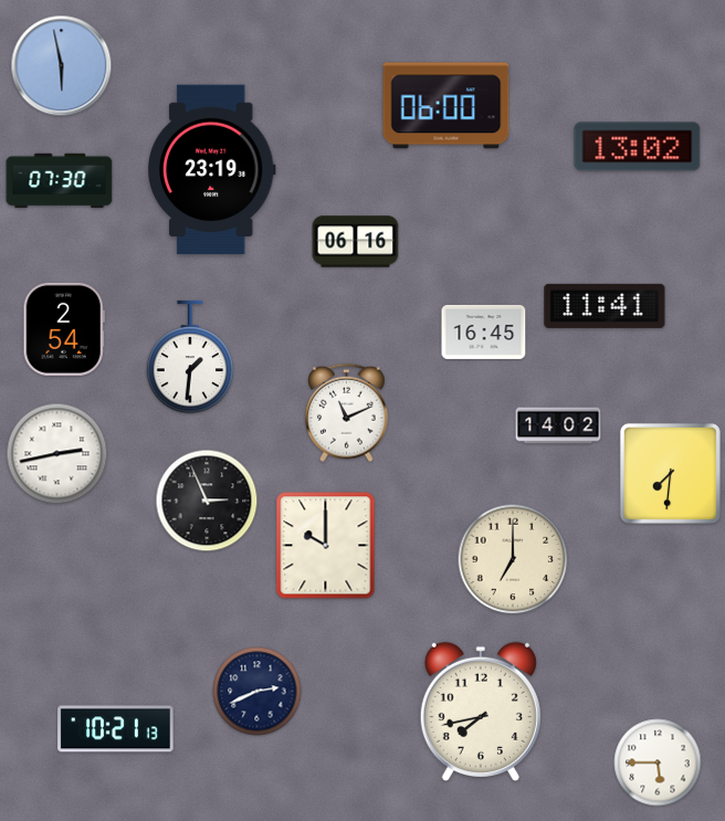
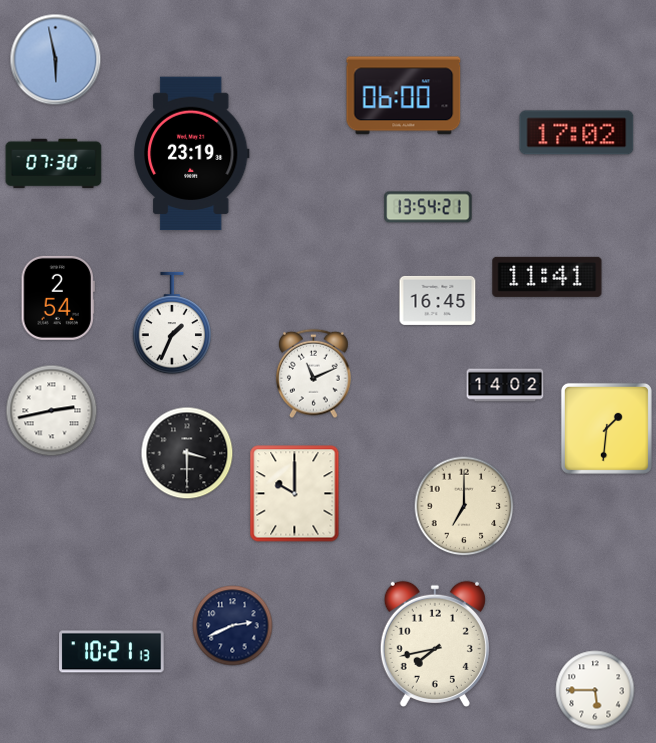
clock at (638, 147): 13:02 -> 17:02
clock at (428, 207): none -> 13:54
clock at (356, 242): 06:16 -> none
clock at (190, 357): 1:31 -> 1:34
clock at (670, 473): 7:31 -> 1:31
clock at (207, 501): 2:56 -> 3:30
clock at (116, 729) position: (116, 729) -> (112, 652)
